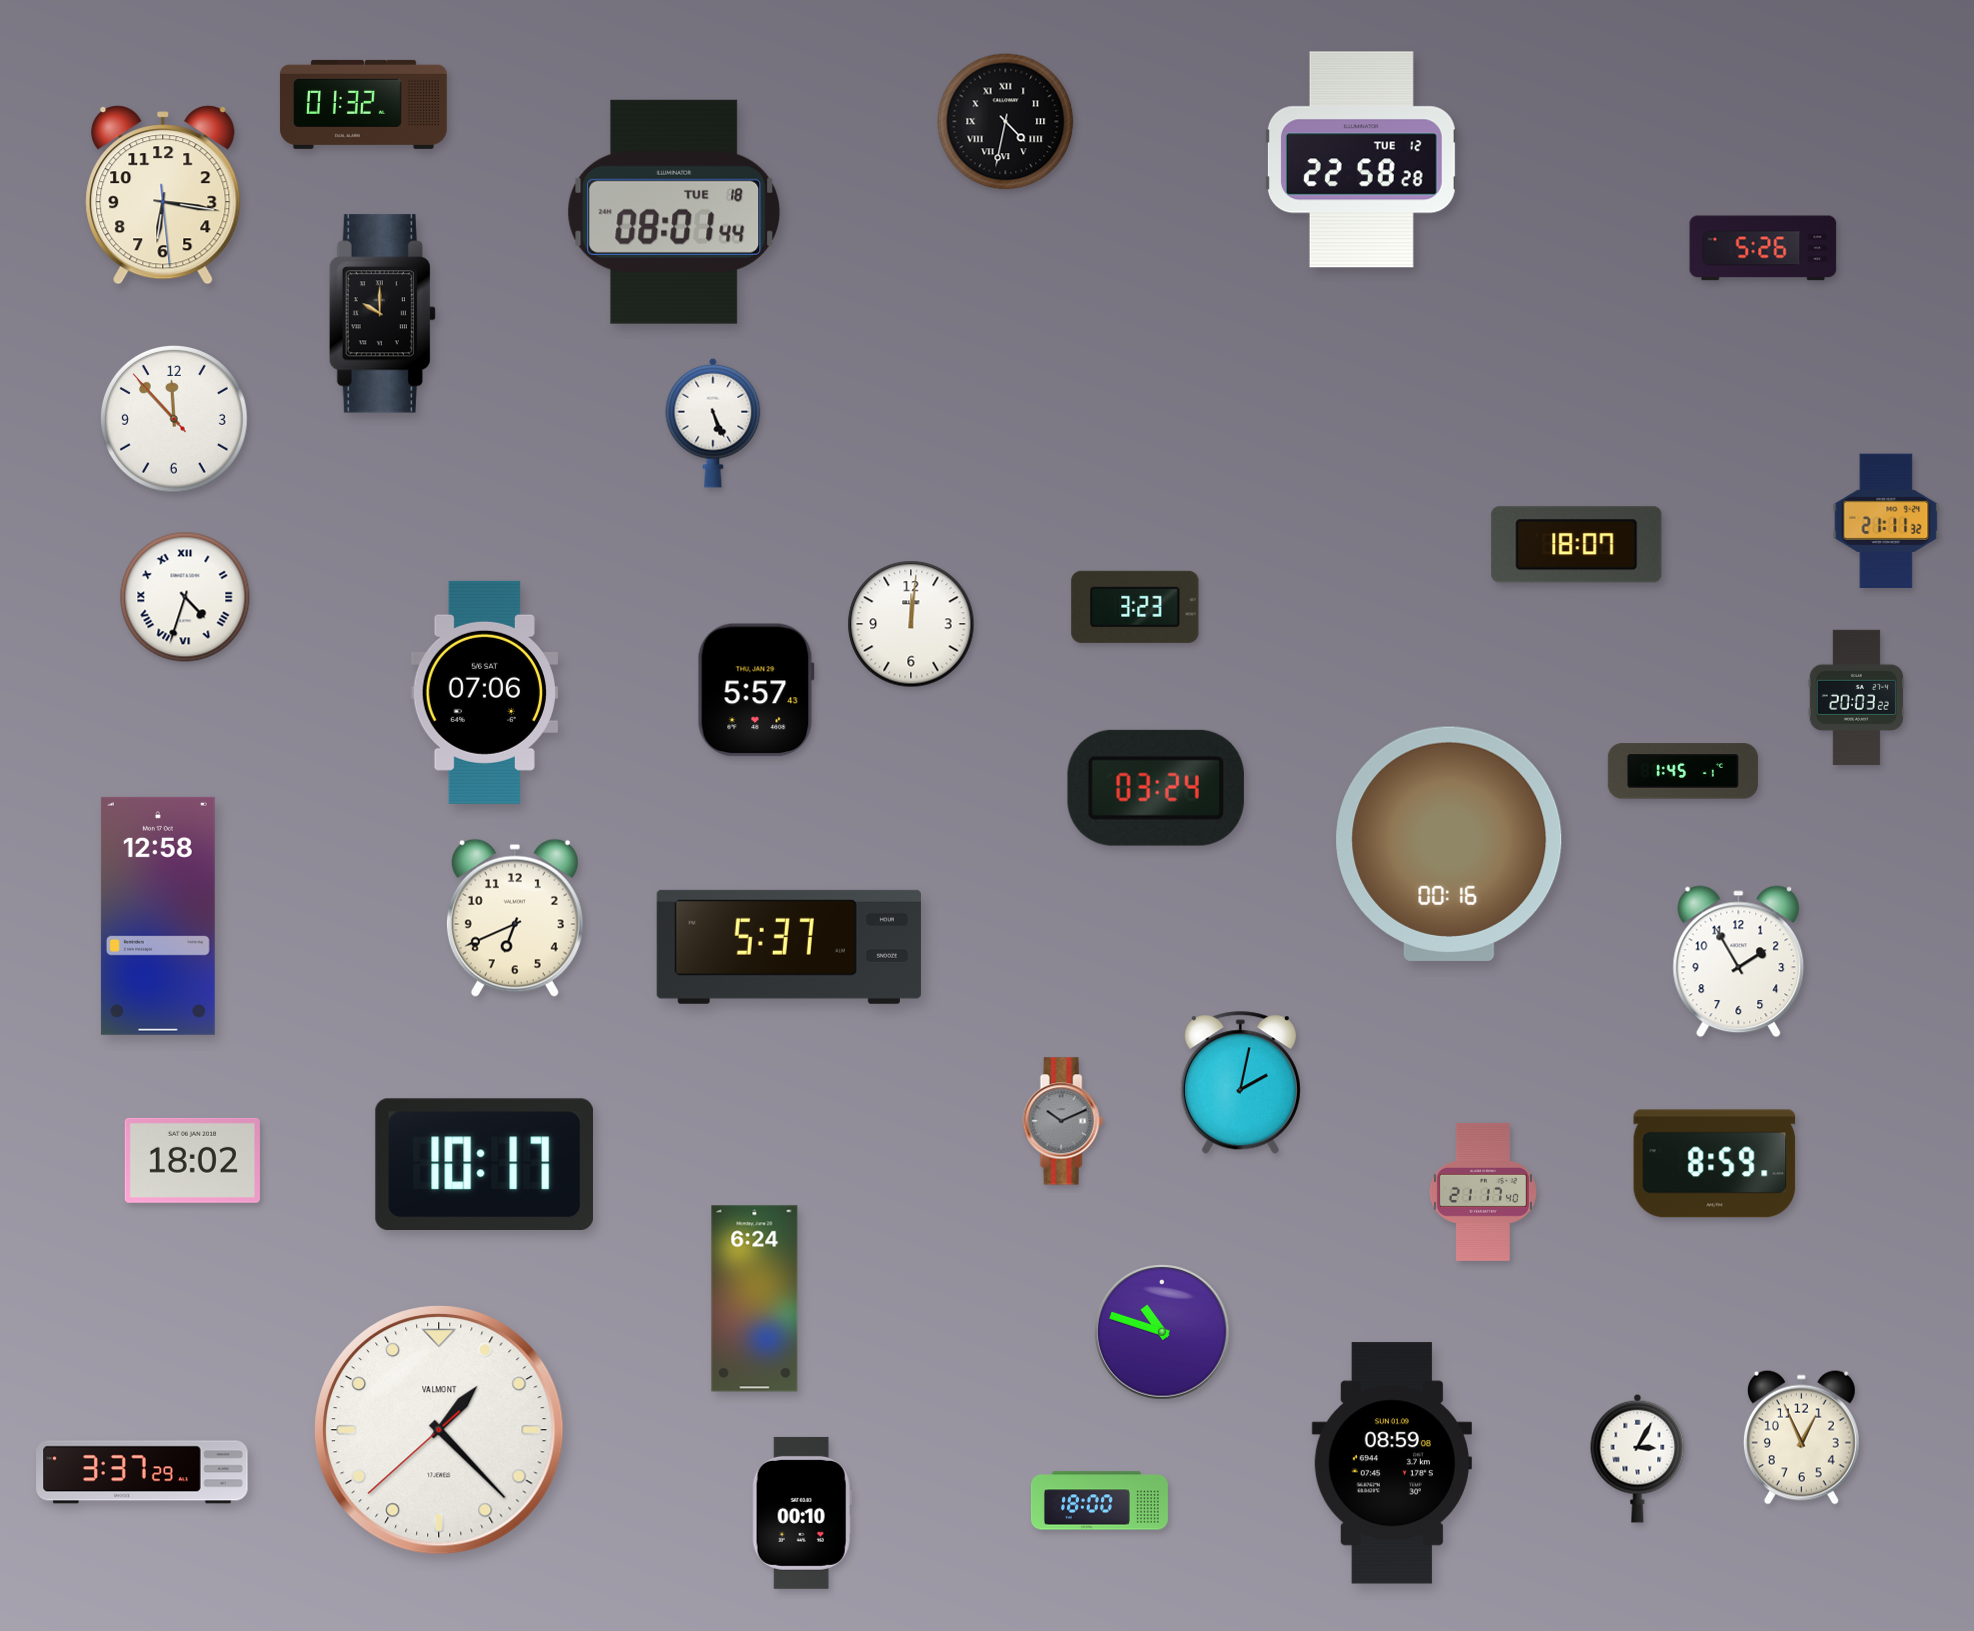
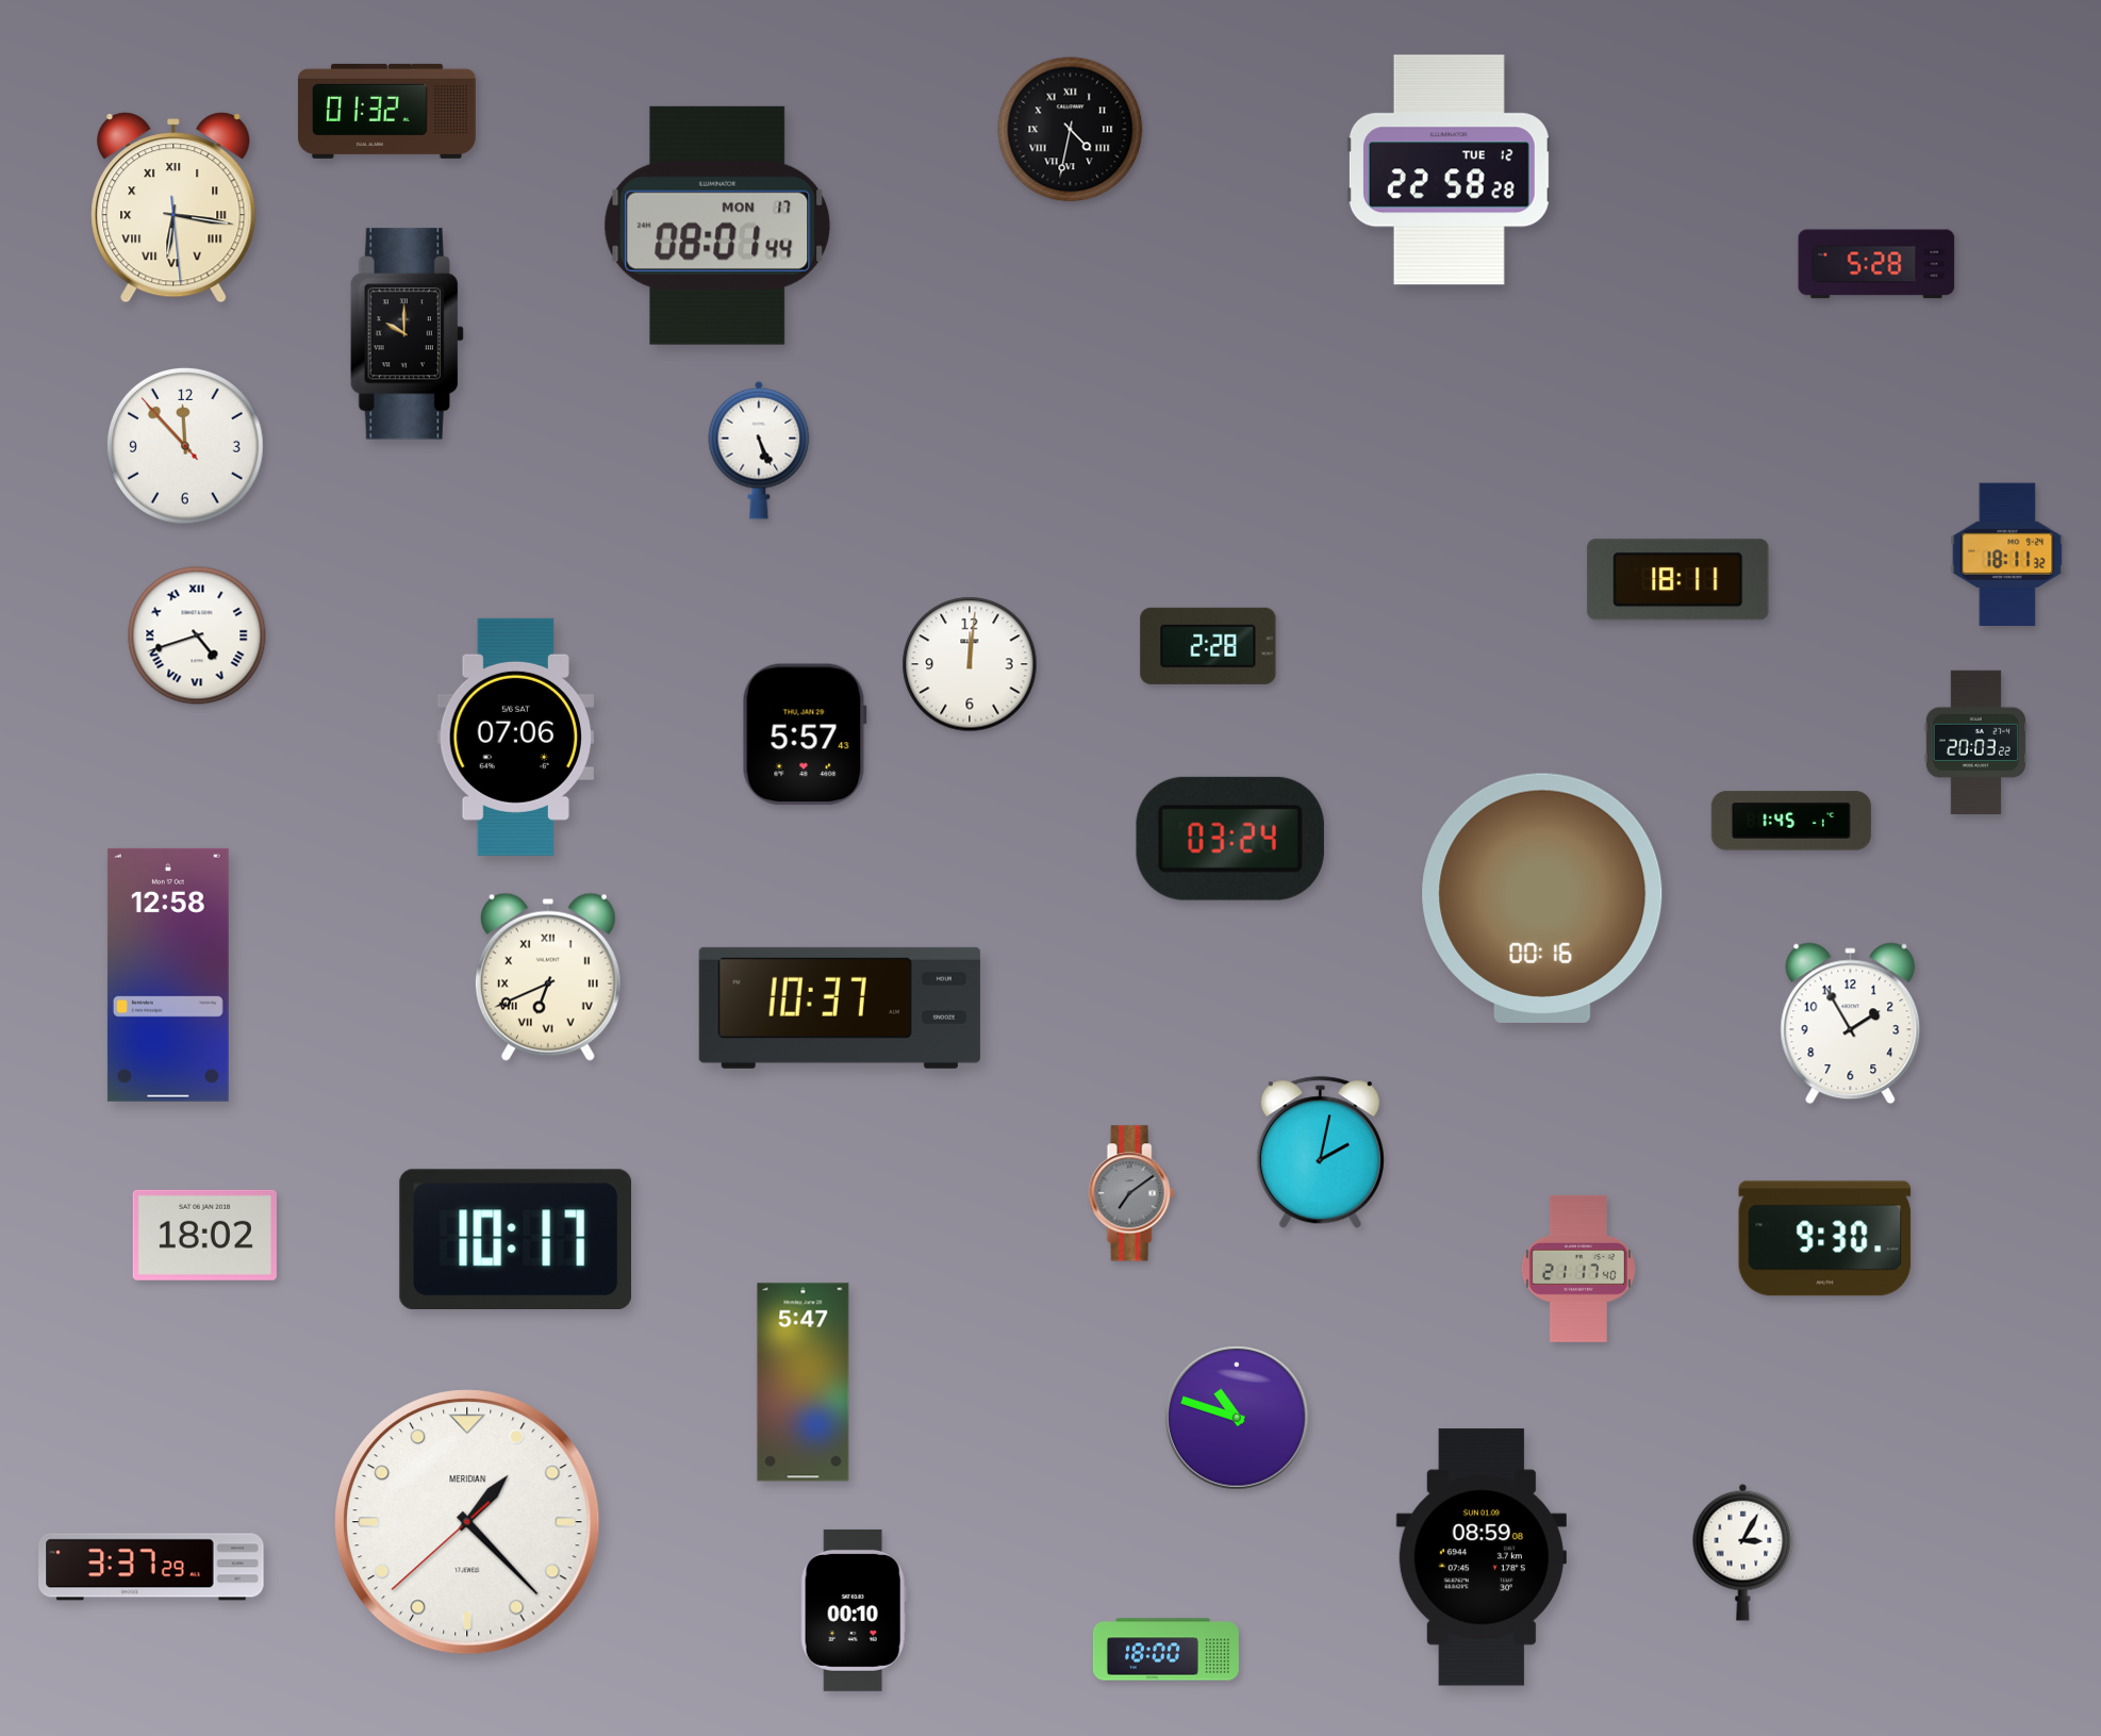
clock at (163, 195) numerals: Arabic -> Roman
clock at (674, 212) date: TUE 18 -> MON 17
clock at (1763, 248): 5:26 -> 5:28
clock at (1886, 520): 21:11 -> 18:11
clock at (1577, 545): 18:07 -> 18:11
clock at (185, 597): 4:33 -> 4:42
clock at (1135, 607): 3:23 -> 2:28
clock at (515, 918) numerals: Arabic -> Roman
clock at (789, 947): 5:37 -> 10:37
clock at (1063, 1121): 10:11 -> 7:09
clock at (1715, 1164): 8:59 -> 9:30
clock at (755, 1299): 6:24 -> 5:47
clock at (439, 1430) brand: VALMONT -> MERIDIAN
clock at (1801, 1437): 12:56 -> none
clock at (1099, 1501) position: (1099, 1501) -> (1165, 1650)
